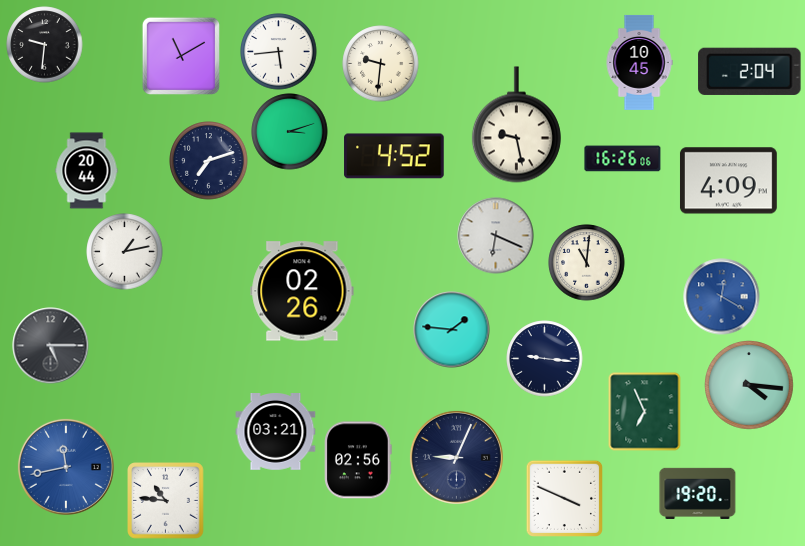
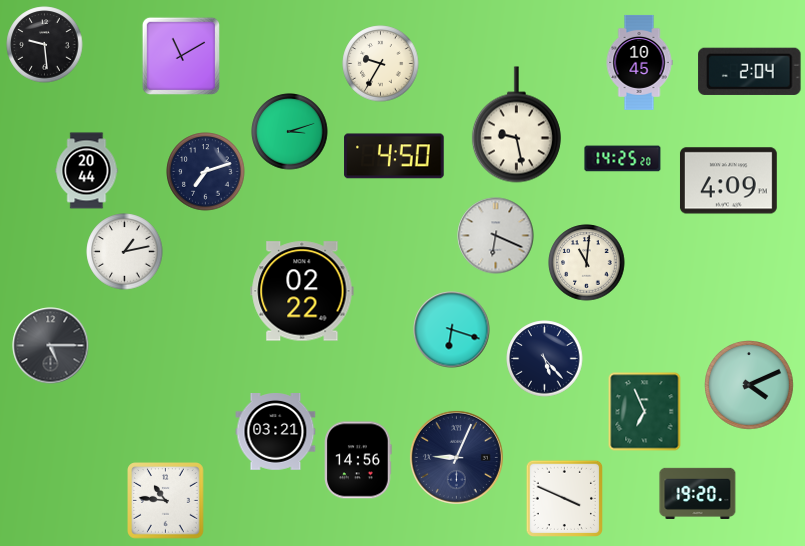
clock at (45, 45): 9:31 -> 9:29
clock at (279, 52): 5:44 -> none
clock at (381, 64): 9:31 -> 9:35
clock at (394, 156): 4:52 -> 4:50
clock at (623, 159): 16:26 -> 14:25
clock at (209, 161) position: (209, 161) -> (206, 172)
clock at (302, 291): 02:26 -> 02:22
clock at (722, 297): 12:20 -> none
clock at (452, 330): 1:46 -> 6:18
clock at (545, 359): 9:16 -> 5:23
clock at (750, 386): 4:16 -> 4:11
clock at (358, 460): 02:56 -> 14:56
clock at (66, 467): 11:43 -> none
